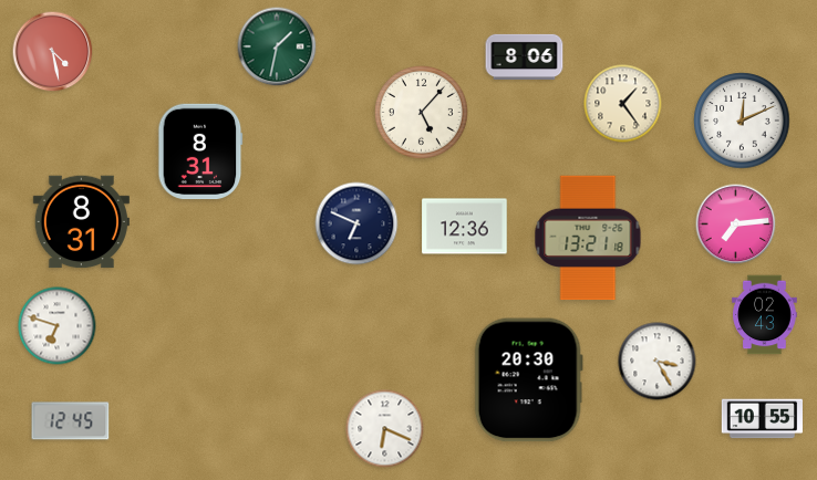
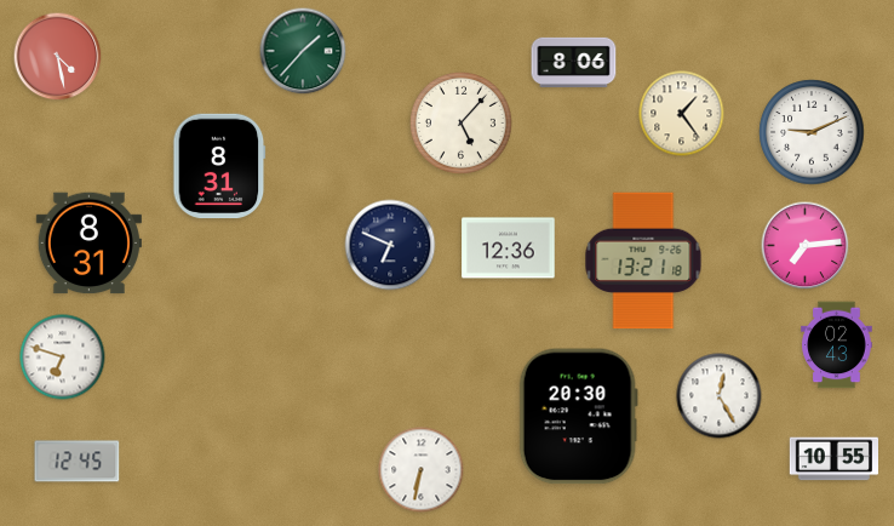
clock at (277, 46): 1:32 -> 1:37
clock at (742, 121): 12:11 -> 9:11
clock at (658, 362): 3:25 -> 12:25
clock at (385, 429): 6:19 -> 6:32
